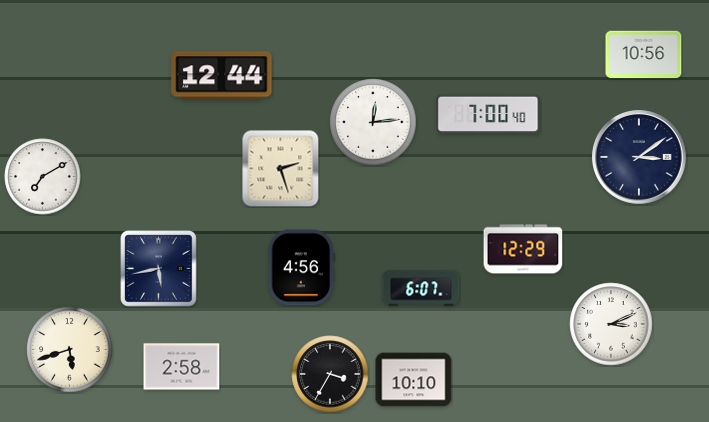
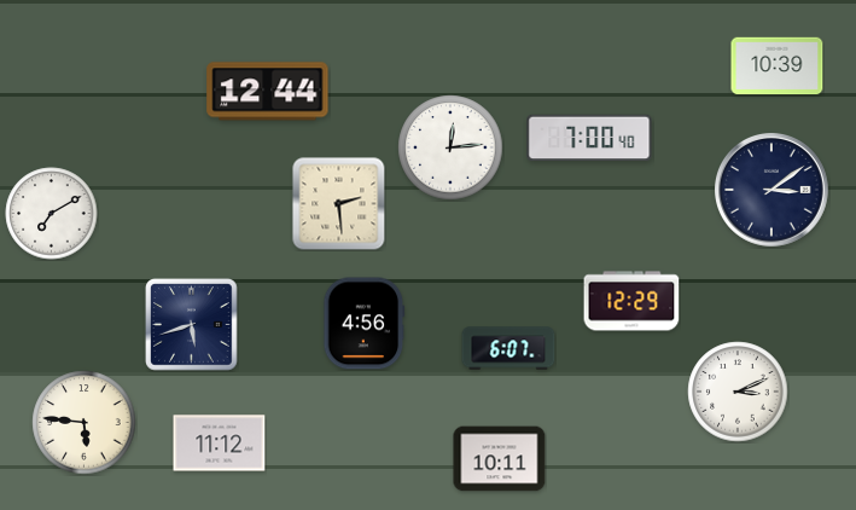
clock at (644, 55): 10:56 -> 10:39
clock at (281, 169): 2:27 -> 2:29
clock at (159, 269): 5:43 -> 5:42
clock at (70, 350): 5:42 -> 5:46
clock at (182, 367): 2:58 -> 11:12
clock at (330, 374): 3:35 -> none
clock at (414, 380): 10:10 -> 10:11
